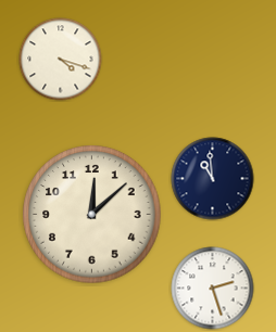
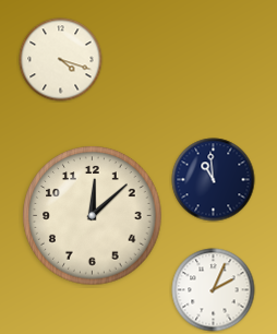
clock at (213, 289): 2:27 -> 2:04
